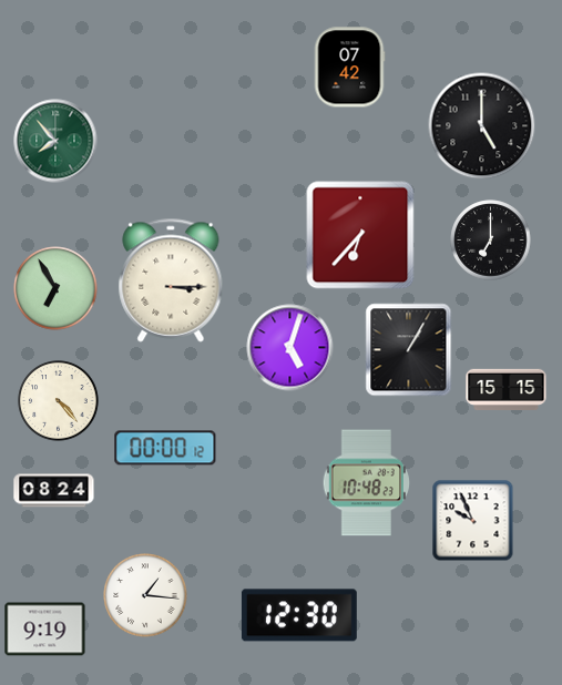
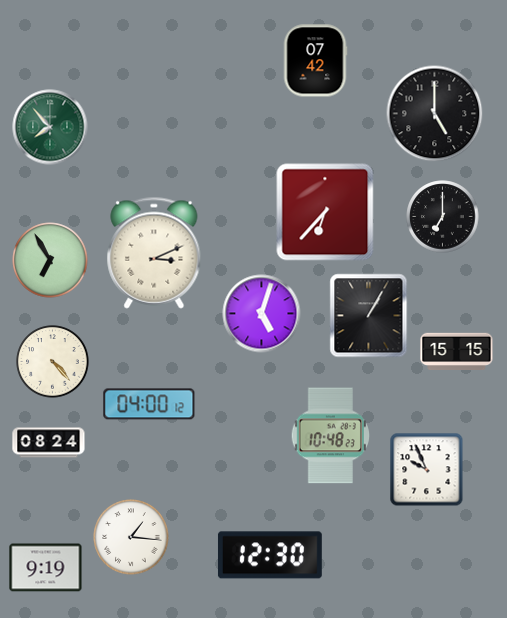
clock at (171, 280): 3:15 -> 3:11
clock at (165, 448): 00:00 -> 04:00
clock at (45, 630) position: (45, 630) -> (46, 568)
